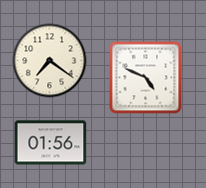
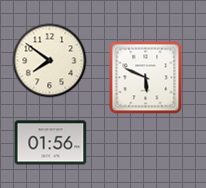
clock at (50, 61): 7:21 -> 7:51
clock at (146, 78): 4:49 -> 5:49
